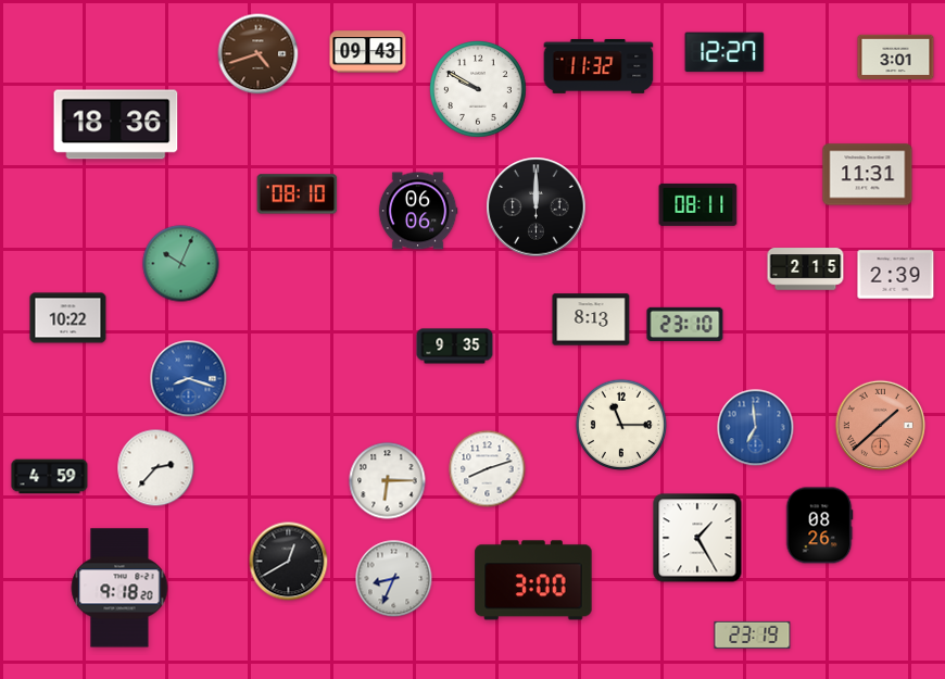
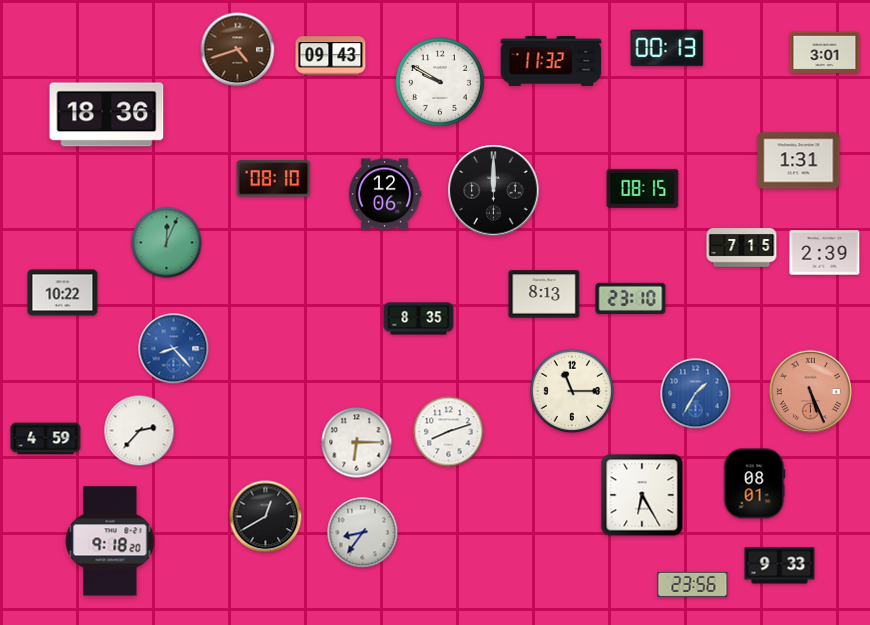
clock at (368, 52) position: (368, 52) -> (331, 56)
clock at (724, 52): 12:27 -> 00:13
clock at (868, 175): 11:31 -> 1:31
clock at (698, 204): 08:11 -> 08:15
clock at (418, 211): 06:06 -> 12:06
clock at (181, 264): 10:04 -> 12:04
clock at (806, 269): 2:15 -> 7:15
clock at (455, 347): 9:35 -> 8:35
clock at (189, 379): 8:18 -> 8:23
clock at (880, 425): 1:38 -> 5:26
clock at (756, 428): 6:59 -> 1:35
clock at (156, 468) position: (156, 468) -> (140, 431)
clock at (819, 526): 08:26 -> 08:01
clock at (697, 538): 1:25 -> 6:25
clock at (394, 579): 8:34 -> 8:36
clock at (533, 580): 3:00 -> none
clock at (780, 566): none -> 9:33
clock at (753, 634): 23:19 -> 23:56
